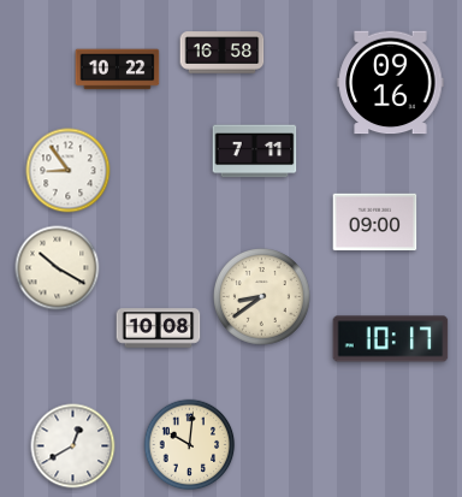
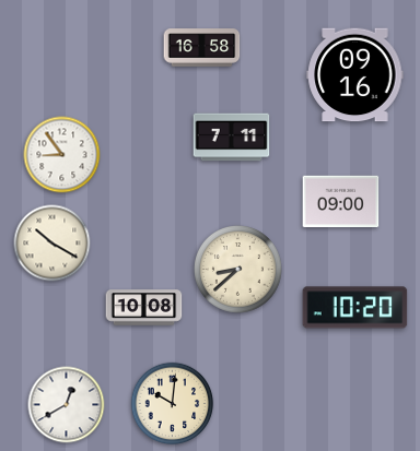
clock at (118, 70): 10:22 -> none
clock at (262, 297): 8:39 -> 8:38
clock at (159, 329) position: (159, 329) -> (144, 308)
clock at (391, 339): 10:17 -> 10:20
